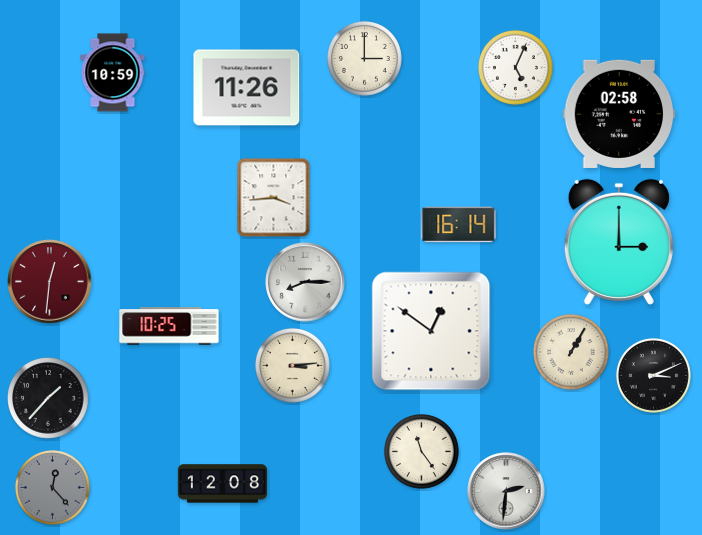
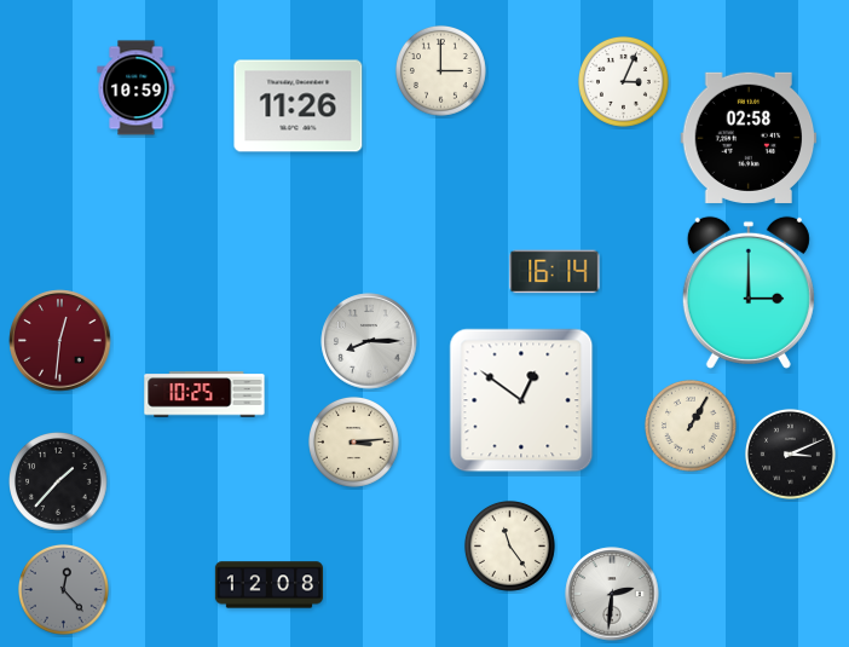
clock at (515, 67): 5:04 -> 3:04
clock at (274, 198): 3:44 -> none
